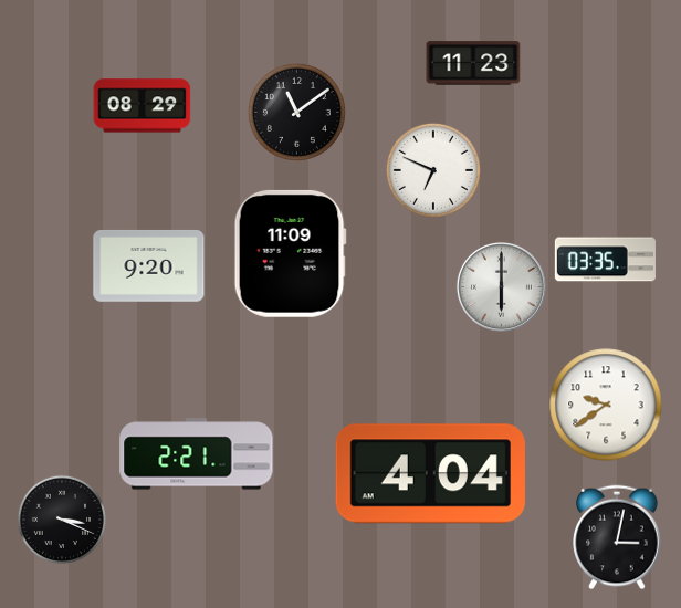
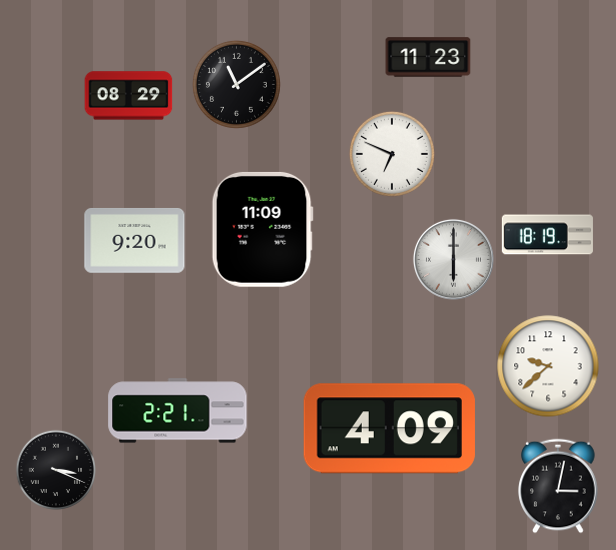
clock at (296, 112) position: (296, 112) -> (236, 84)
clock at (605, 260): 03:35 -> 18:19
clock at (606, 405): 9:39 -> 9:38
clock at (430, 474): 4:04 -> 4:09
